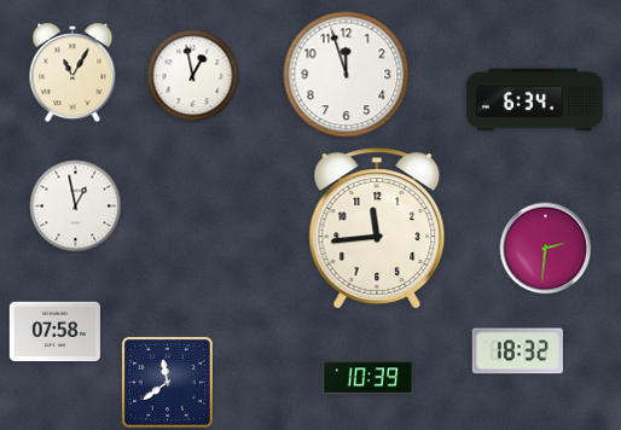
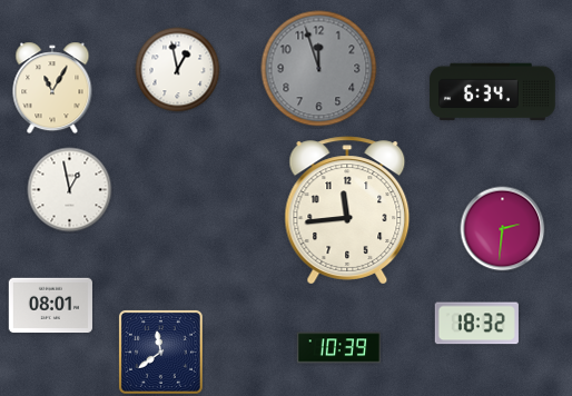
clock at (72, 72) position: (72, 72) -> (52, 88)
clock at (347, 75) dial: white -> grey
clock at (54, 332): 07:58 -> 08:01
clock at (167, 382) position: (167, 382) -> (160, 352)
